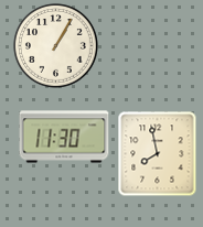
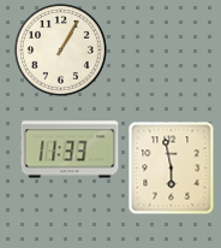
clock at (64, 137): 11:30 -> 11:33
clock at (158, 153): 7:58 -> 5:58
